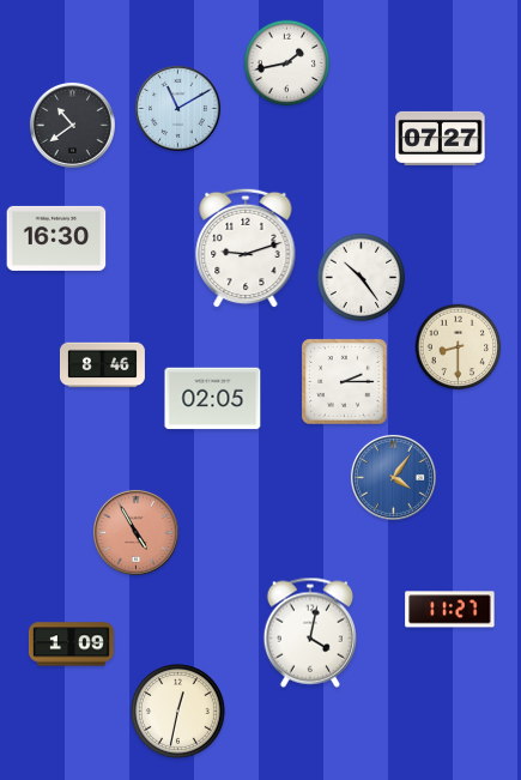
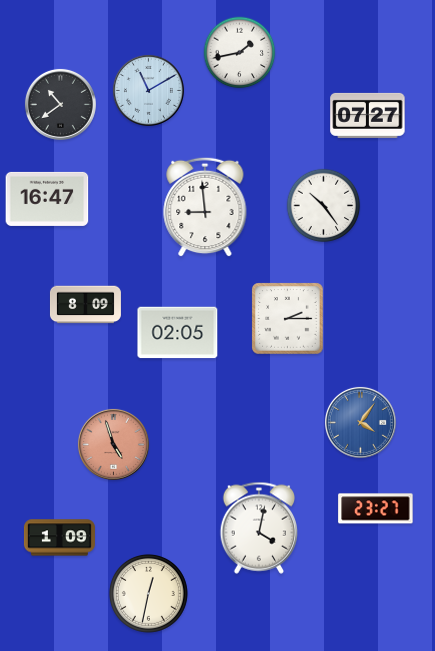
clock at (56, 238): 16:30 -> 16:47
clock at (246, 248): 9:12 -> 8:59
clock at (362, 278) position: (362, 278) -> (324, 206)
clock at (459, 347): 8:30 -> none
clock at (102, 365): 8:46 -> 8:09
clock at (393, 477) position: (393, 477) -> (360, 422)
clock at (135, 532): 4:55 -> 4:57
clock at (450, 610): 11:27 -> 23:27
